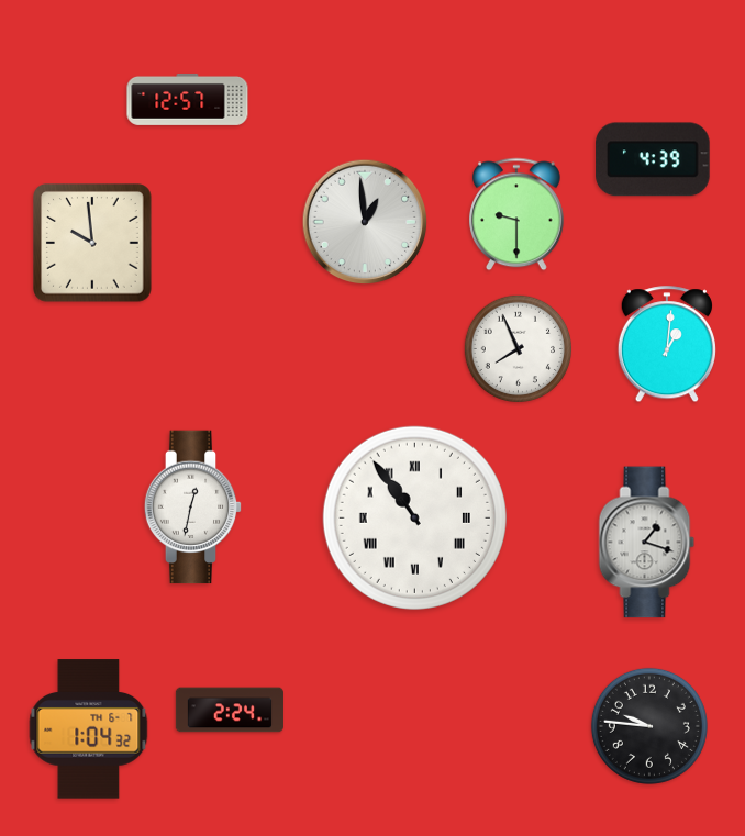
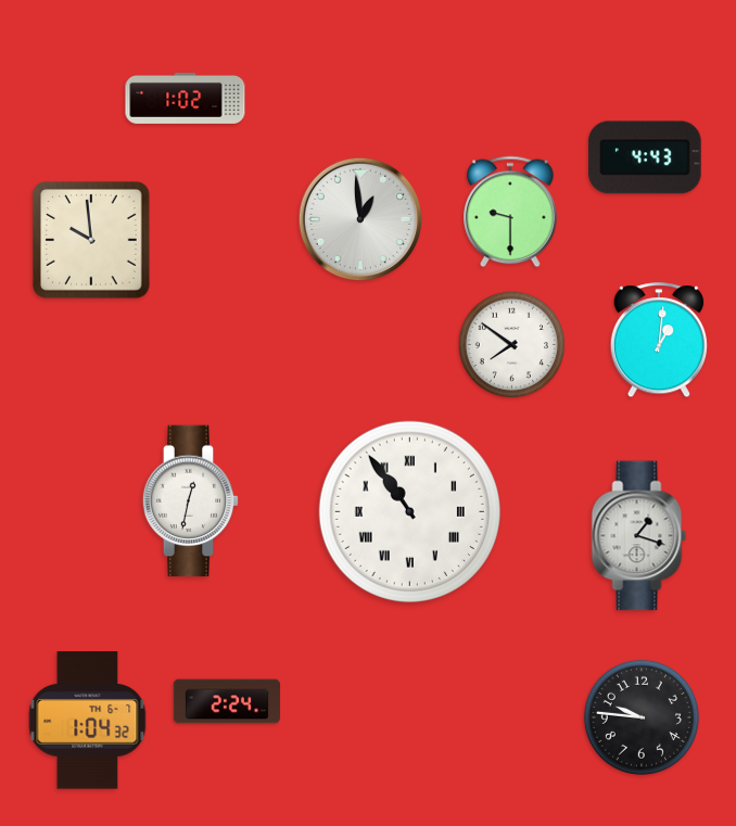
clock at (188, 99): 12:57 -> 1:02
clock at (653, 159): 4:39 -> 4:43
clock at (519, 349): 7:56 -> 7:51
